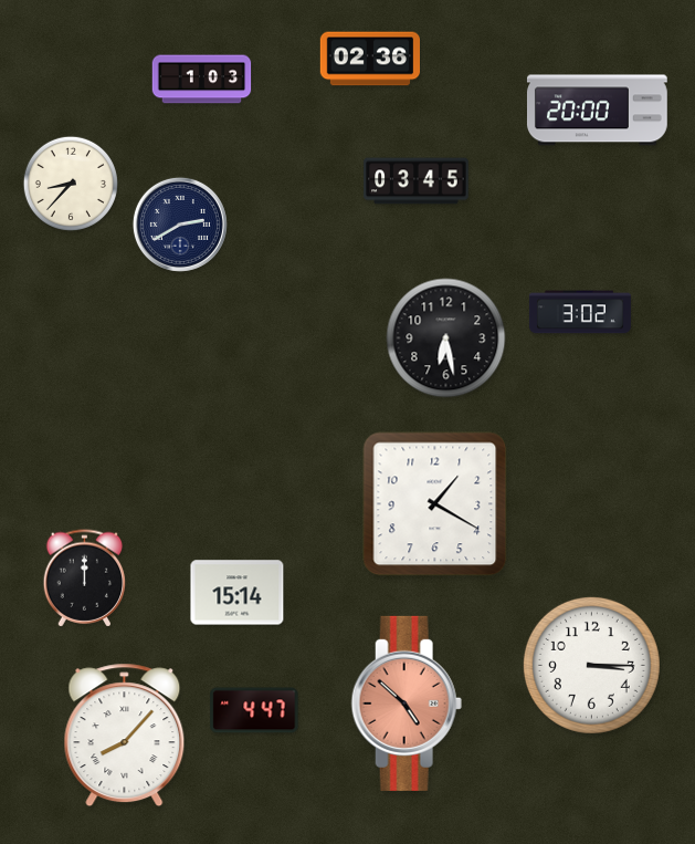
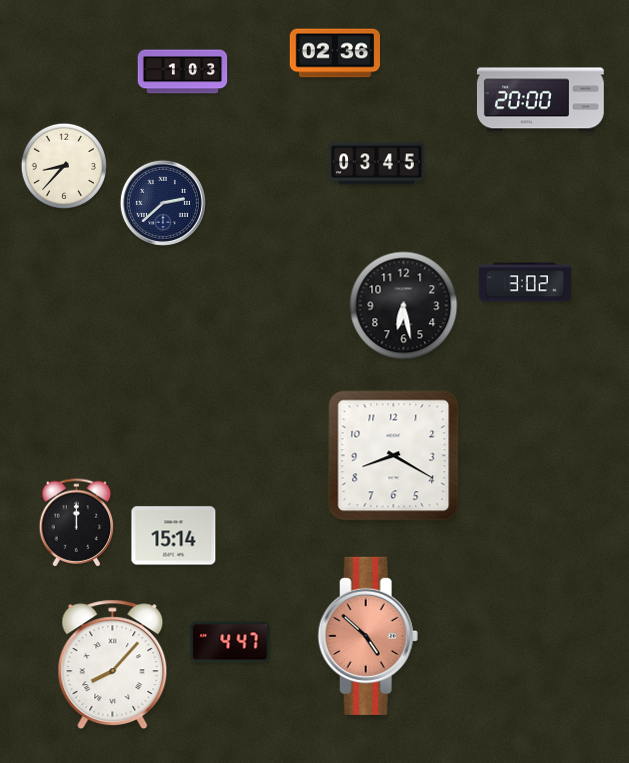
clock at (180, 225): 2:40 -> 2:38
clock at (435, 504): 1:20 -> 8:20
clock at (238, 593) position: (238, 593) -> (174, 536)
clock at (591, 665): 3:15 -> none
